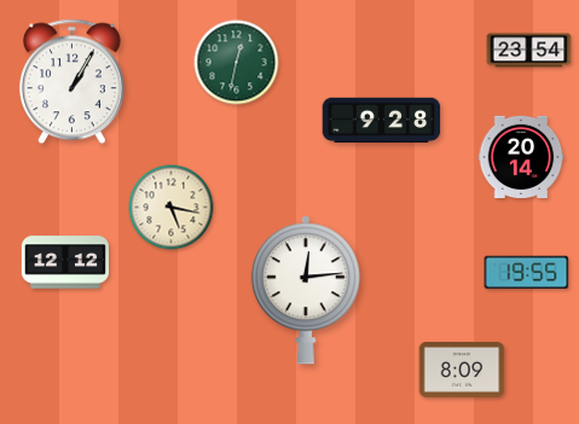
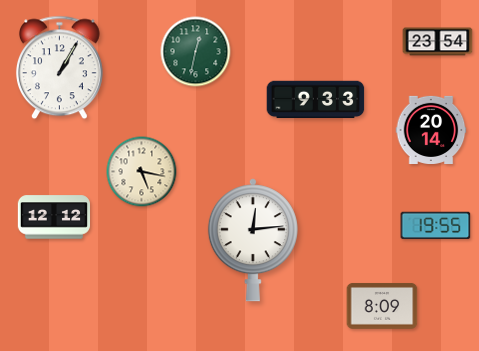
clock at (382, 121): 9:28 -> 9:33
